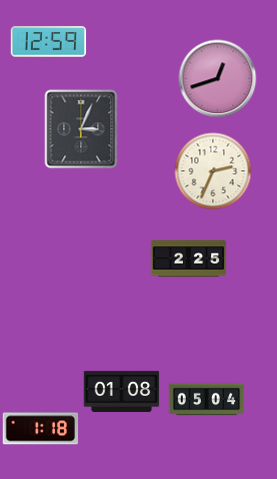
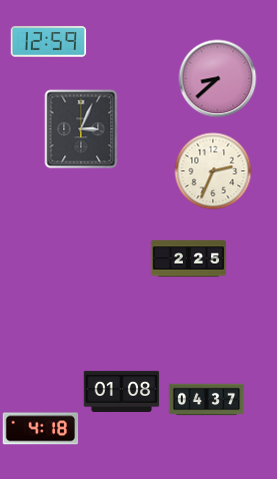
clock at (218, 79): 12:42 -> 8:38
clock at (207, 400): 05:04 -> 04:37
clock at (41, 429): 1:18 -> 4:18
